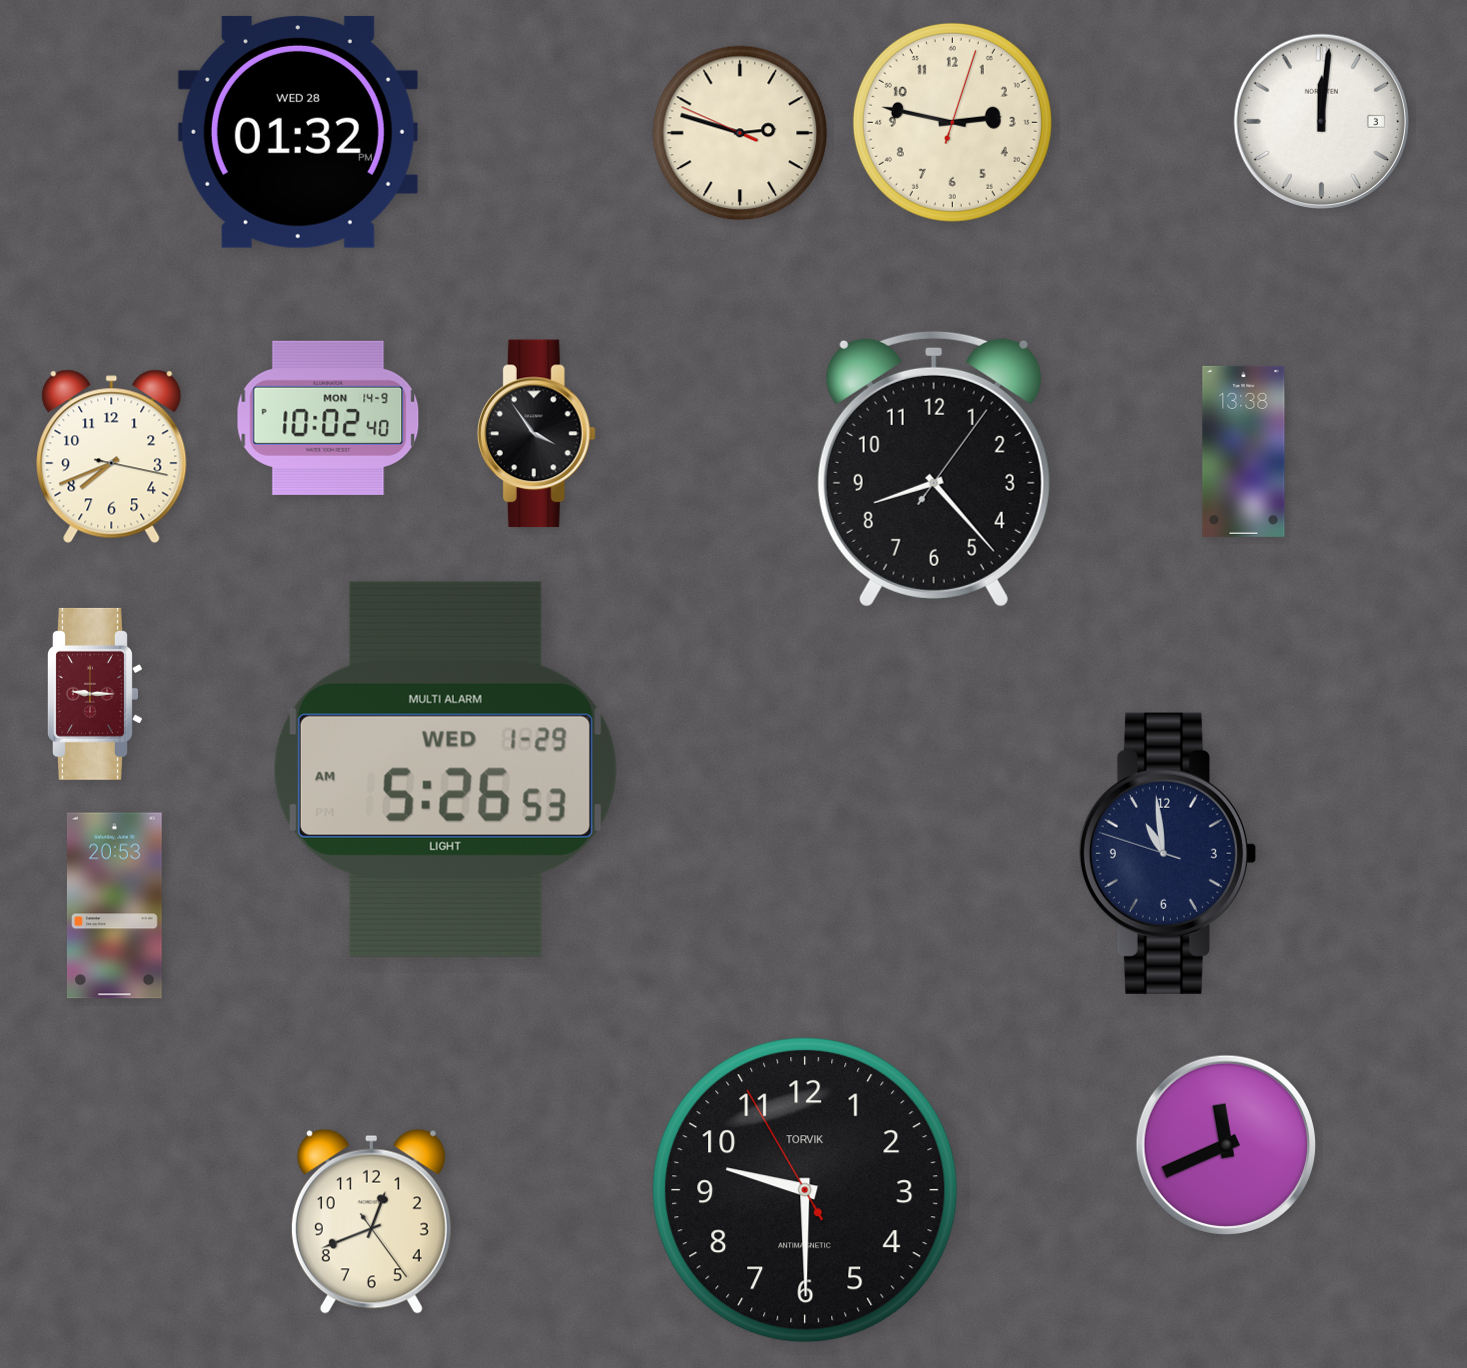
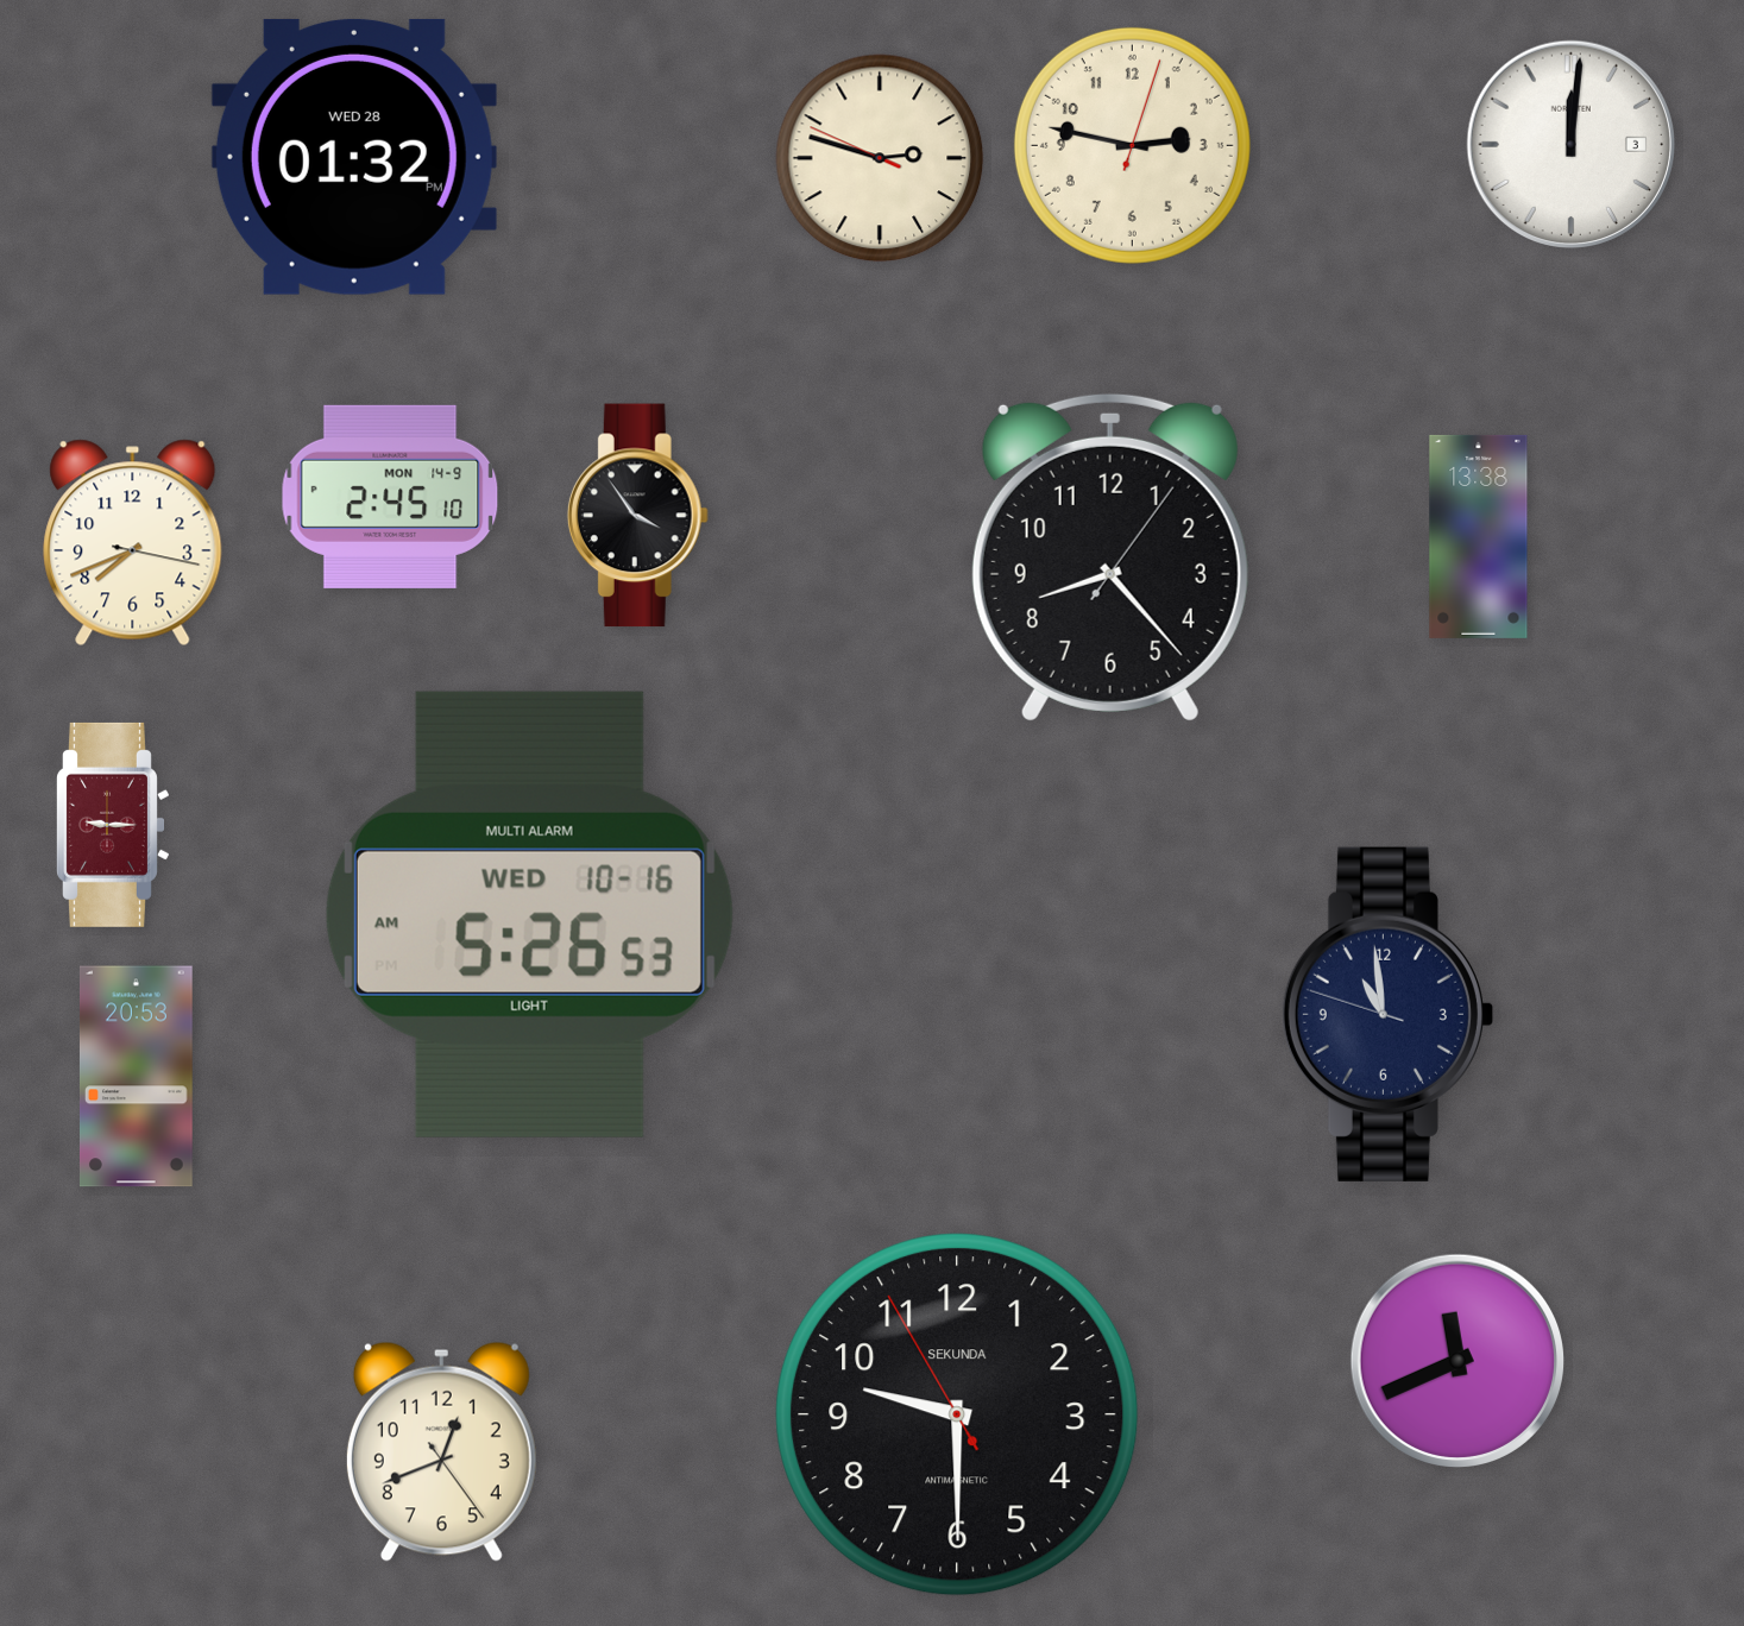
clock at (328, 418): 10:02 -> 2:45
clock at (445, 769) date: WED 1-29 -> WED 10-16
clock at (805, 1190) brand: TORVIK -> SEKUNDA
